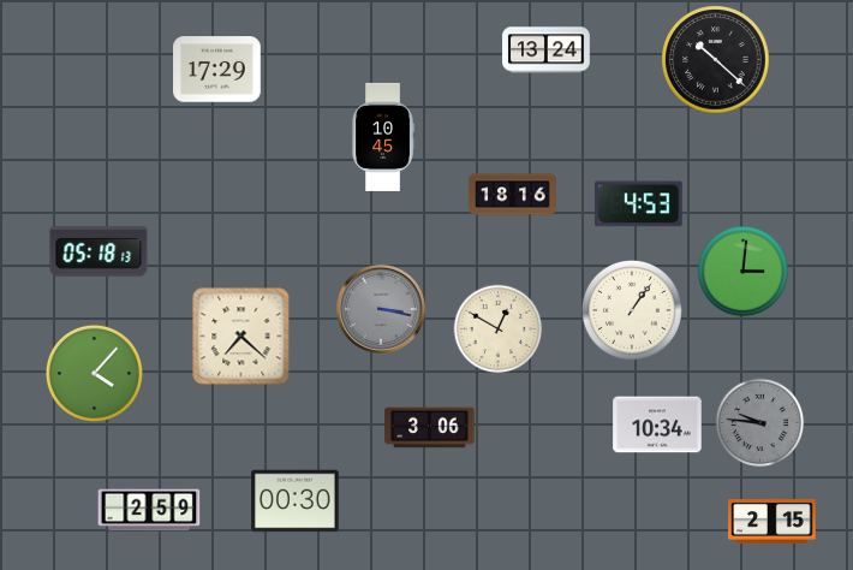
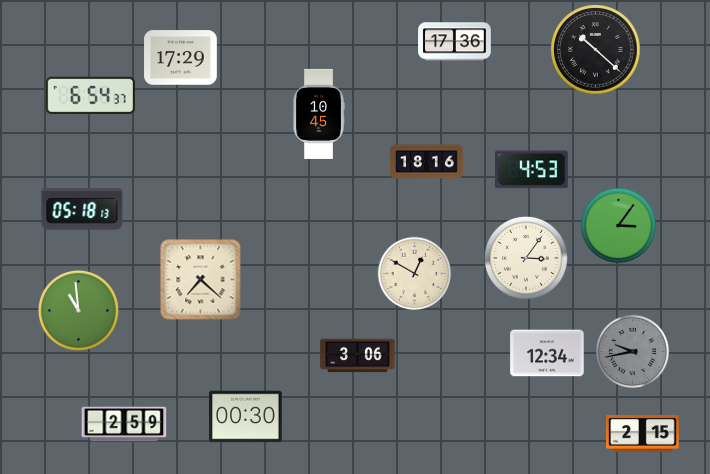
clock at (547, 51): 13:24 -> 17:36
clock at (90, 95): none -> 6:54
clock at (744, 272): 3:01 -> 3:06
clock at (381, 309): 3:17 -> none
clock at (632, 310): 1:06 -> 3:06
clock at (94, 373): 4:07 -> 10:59
clock at (760, 423): 9:46 -> 9:43
clock at (657, 424): 10:34 -> 12:34
